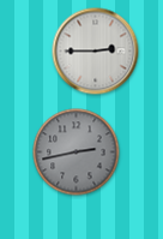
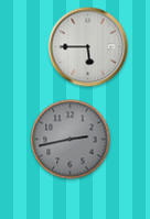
clock at (96, 52): 2:45 -> 5:45
